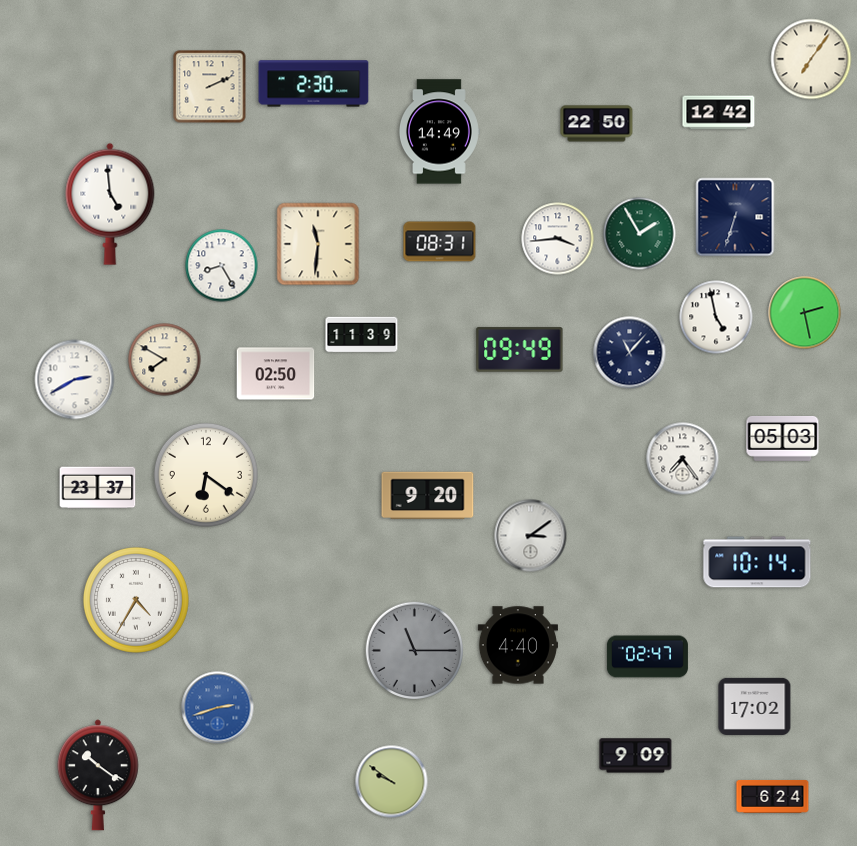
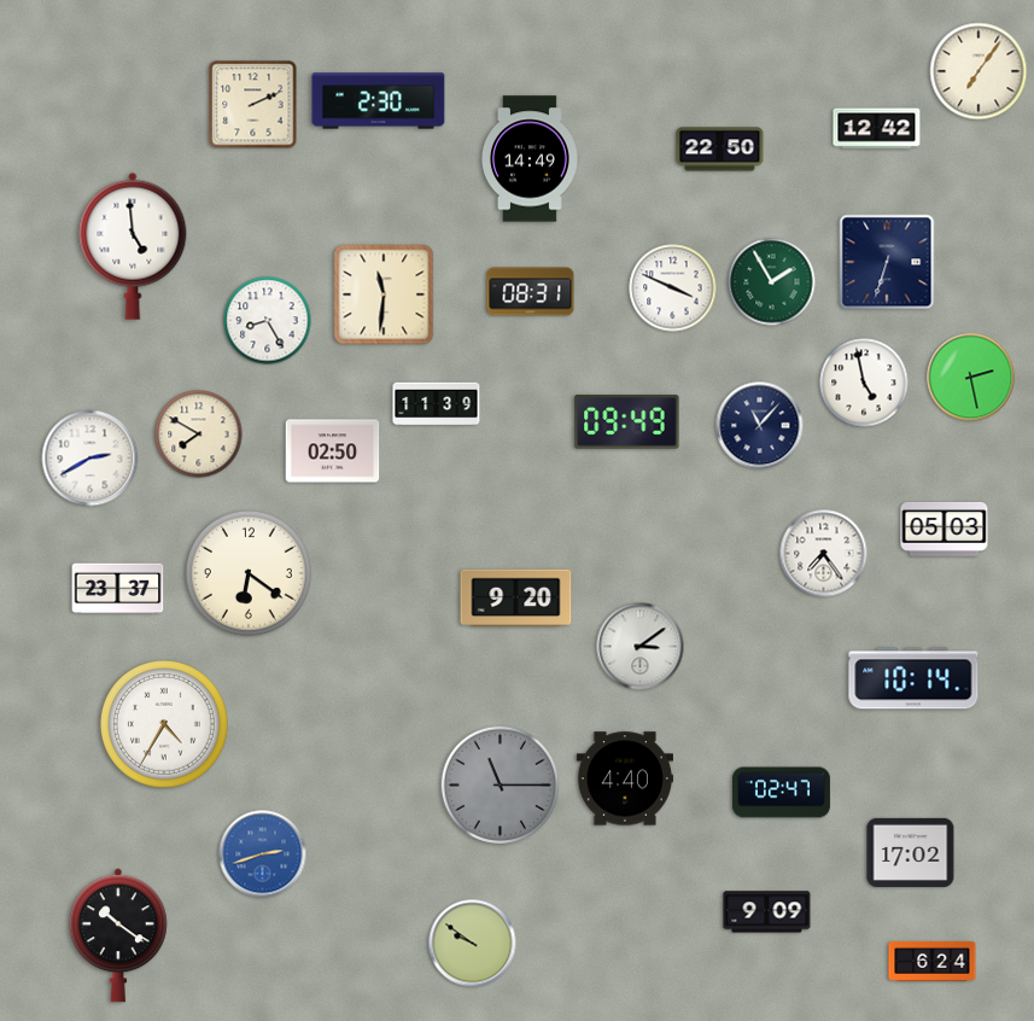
clock at (719, 113) position: (719, 113) -> (877, 129)
clock at (558, 239): 3:44 -> 3:49
